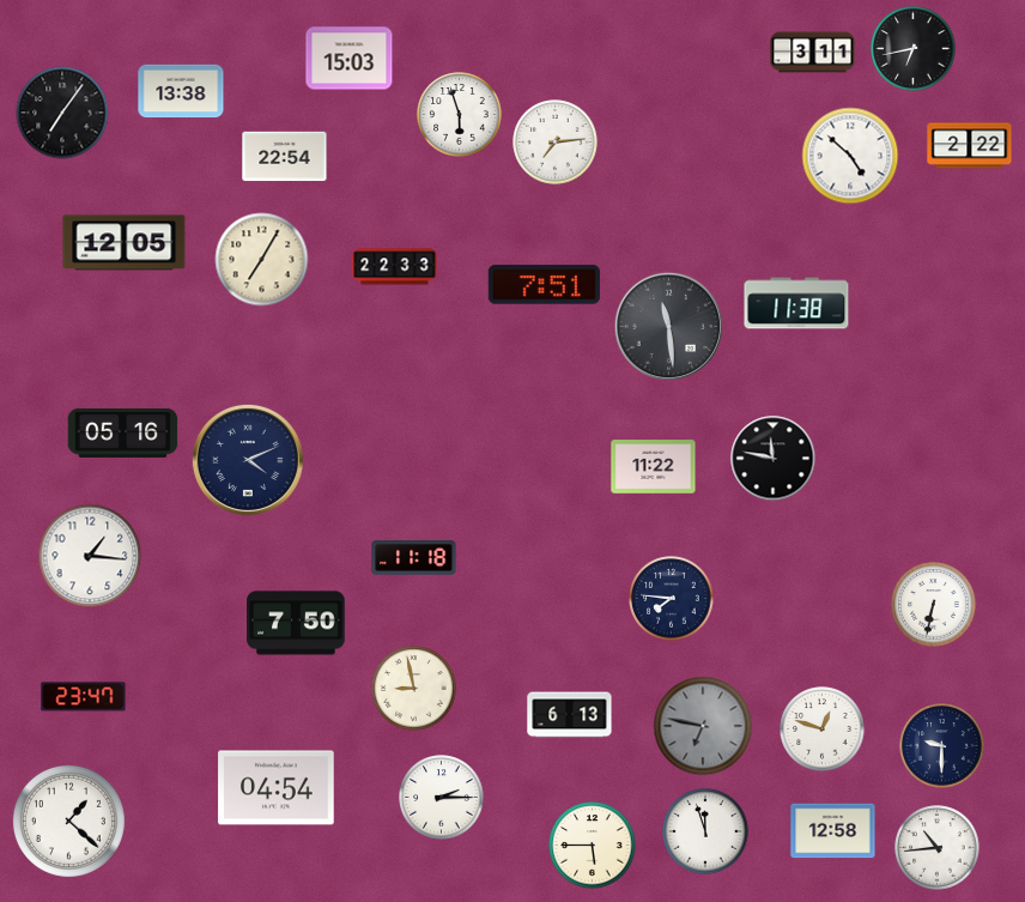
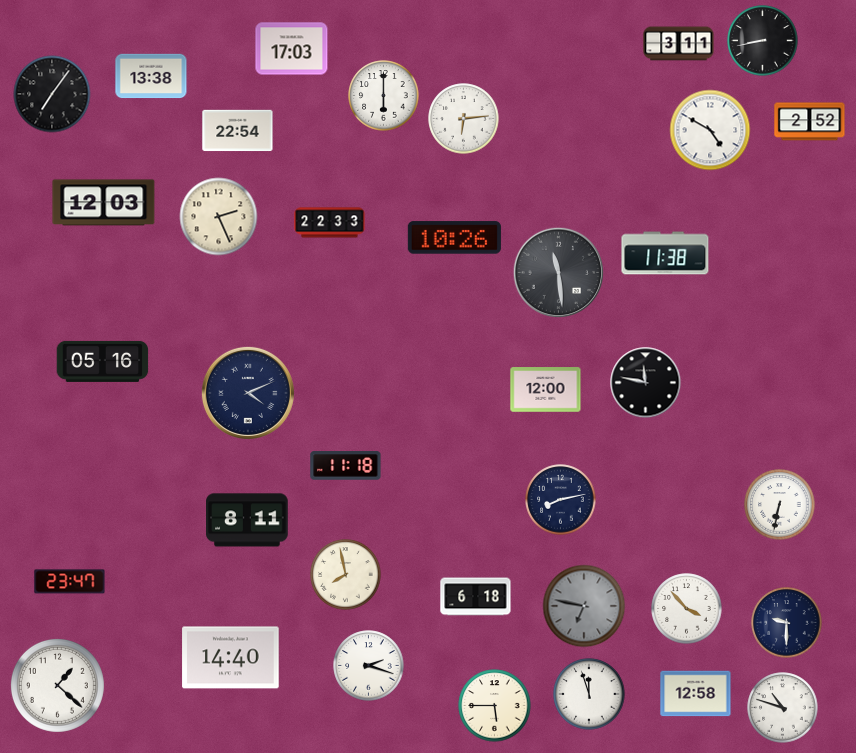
clock at (914, 49): 6:43 -> 8:43
clock at (350, 59): 15:03 -> 17:03
clock at (460, 115): 5:57 -> 6:00
clock at (556, 143): 7:14 -> 6:14
clock at (970, 146): 2:22 -> 2:52
clock at (850, 156): 4:52 -> 4:50
clock at (125, 243): 12:05 -> 12:03
clock at (262, 260): 7:05 -> 2:26
clock at (544, 285): 7:51 -> 10:26
clock at (248, 460) position: (248, 460) -> (248, 393)
clock at (654, 467): 11:22 -> 12:00
clock at (90, 556): 1:16 -> none
clock at (672, 599): 7:46 -> 8:13
clock at (296, 623): 7:50 -> 8:11
clock at (414, 689): 8:58 -> 7:58
clock at (570, 715): 6:13 -> 6:18
clock at (703, 726) position: (703, 726) -> (584, 606)
clock at (823, 730): 12:48 -> 3:53
clock at (277, 788): 04:54 -> 14:40
clock at (442, 798): 2:15 -> 2:18
clock at (938, 848): 10:44 -> 10:48
